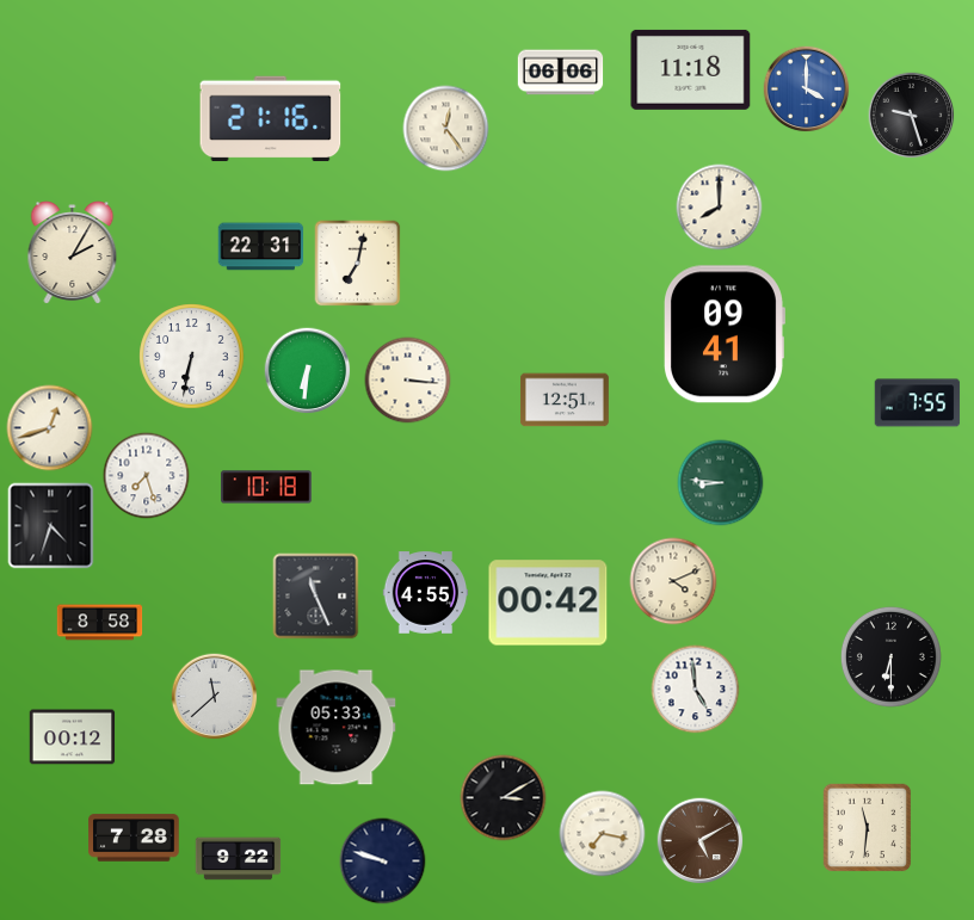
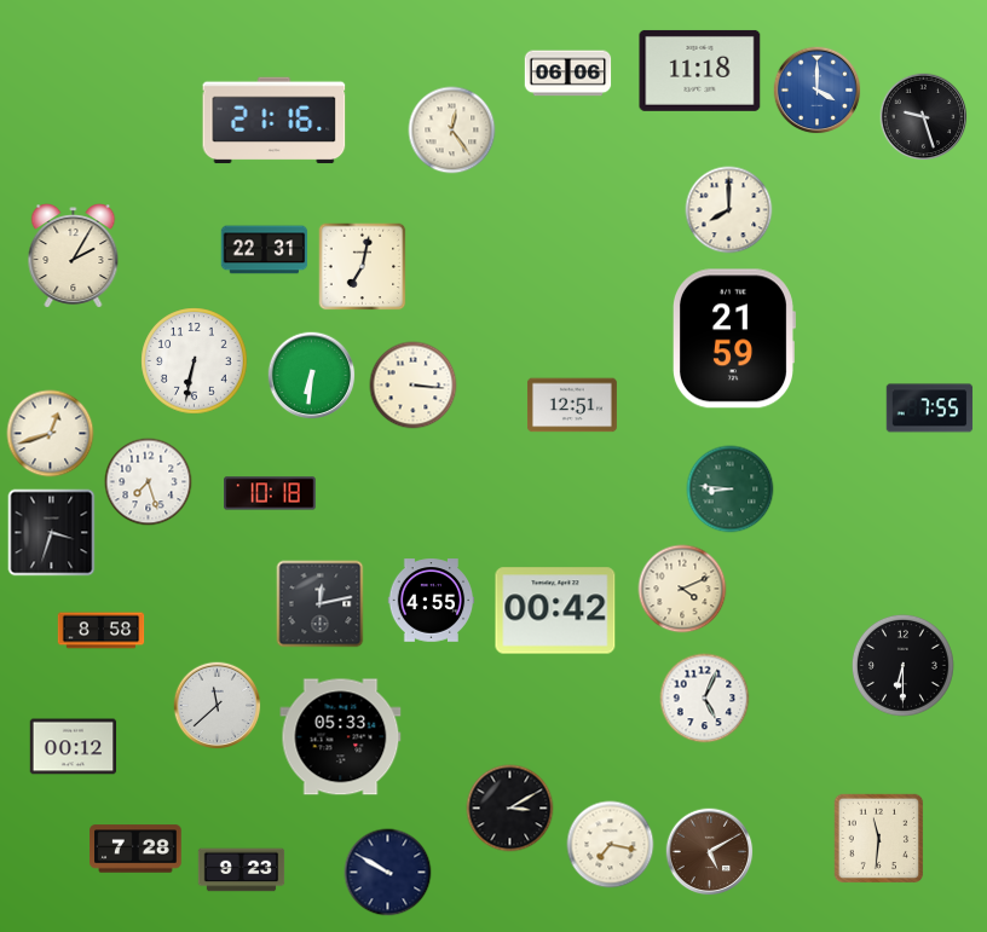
clock at (723, 334): 09:41 -> 21:59
clock at (51, 526): 4:33 -> 3:33
clock at (316, 597): 11:26 -> 12:13
clock at (696, 690): 4:59 -> 5:04
clock at (239, 859): 9:22 -> 9:23
clock at (383, 862): 9:48 -> 9:50
